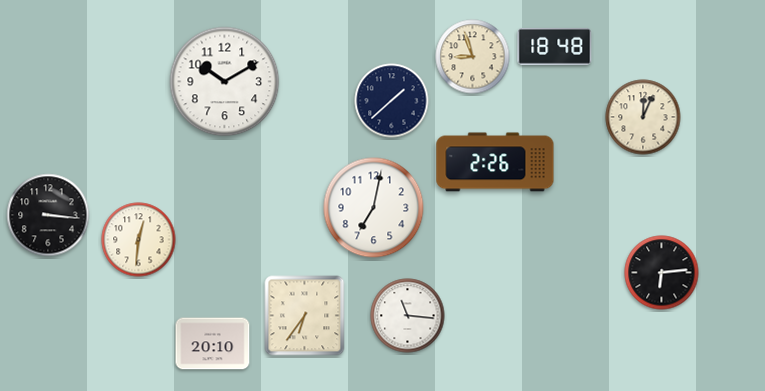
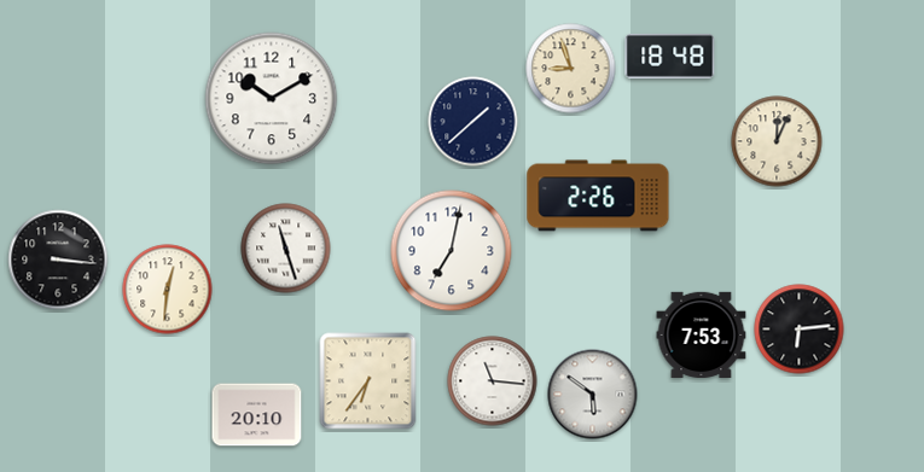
clock at (286, 249): none -> 11:27
clock at (702, 334): none -> 7:53
clock at (593, 395): none -> 5:51
